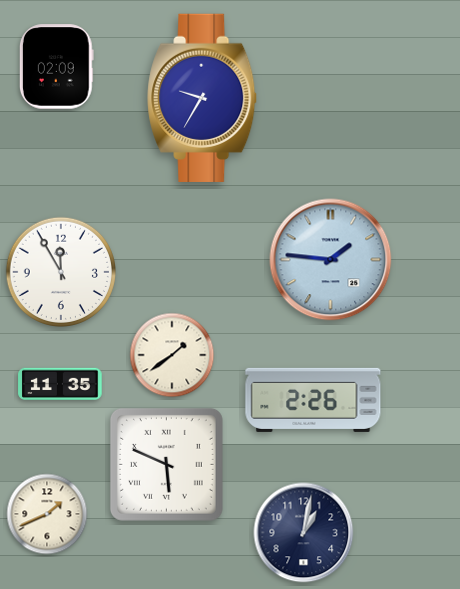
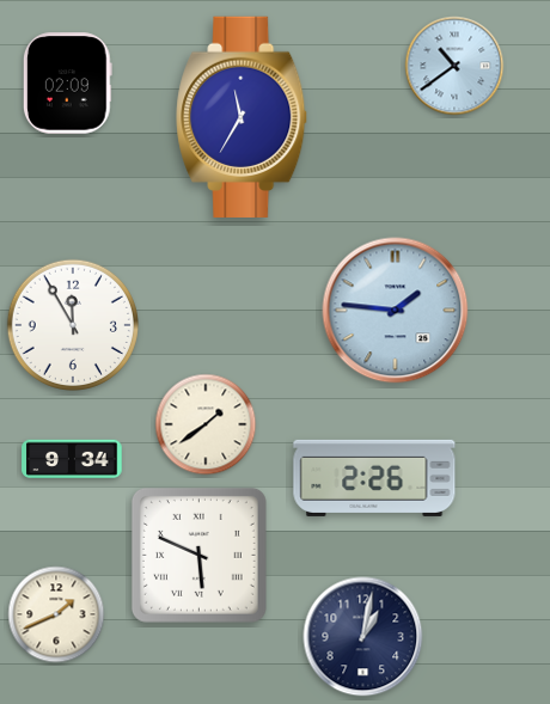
clock at (454, 66): none -> 10:39
clock at (56, 67) position: (56, 67) -> (67, 84)
clock at (203, 98): 9:35 -> 11:35
clock at (60, 383): 11:35 -> 9:34
